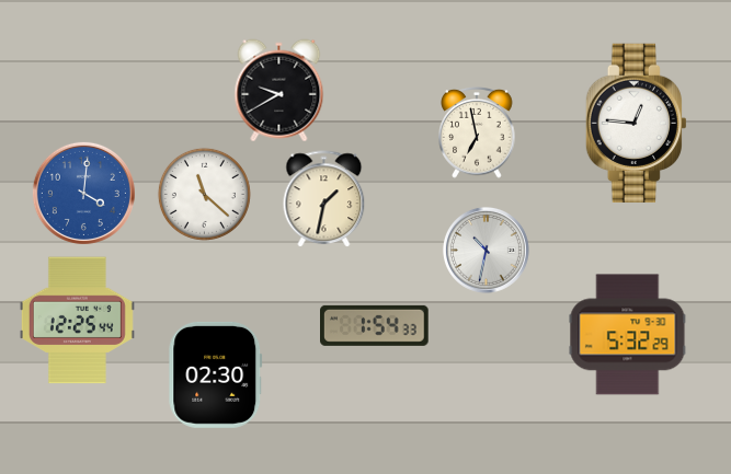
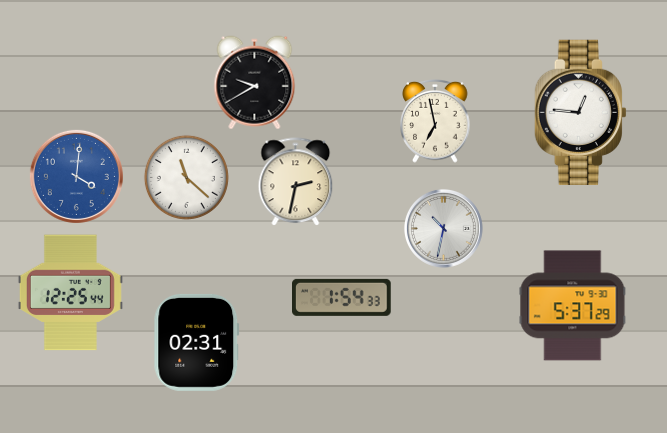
clock at (324, 198): 1:32 -> 2:32
clock at (628, 335): 5:32 -> 5:37
clock at (216, 374): 02:30 -> 02:31
